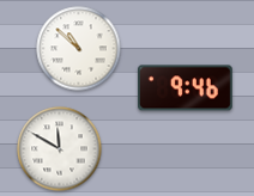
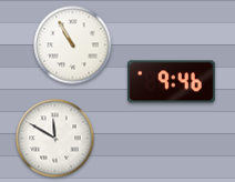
clock at (79, 49): 10:52 -> 10:55
